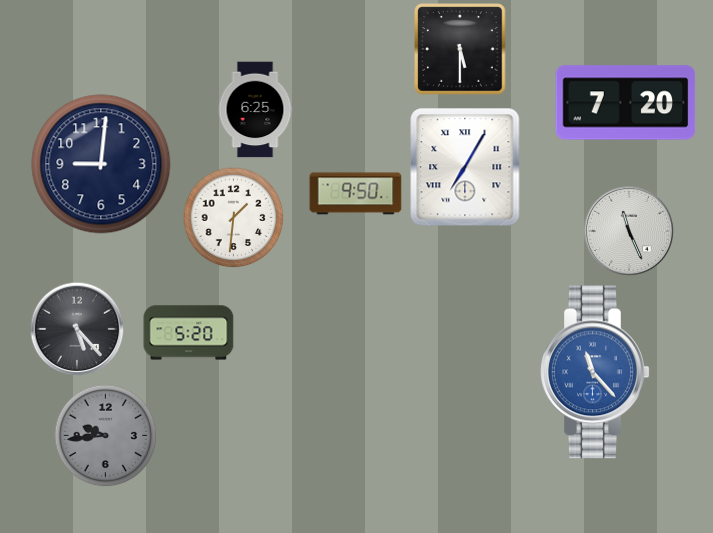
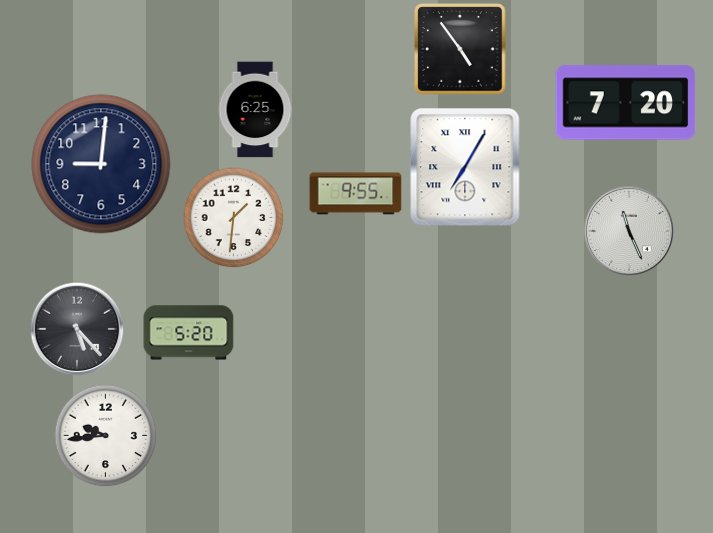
clock at (460, 49): 5:30 -> 4:54
clock at (356, 194): 9:50 -> 9:55
clock at (595, 372): 11:23 -> none
clock at (106, 436) dial: grey -> white
